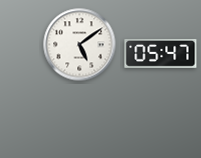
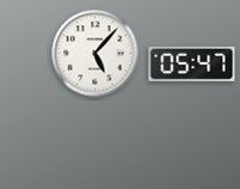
clock at (80, 45): 5:09 -> 5:07
